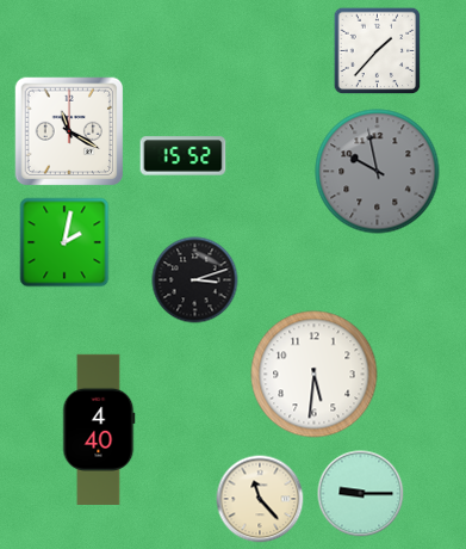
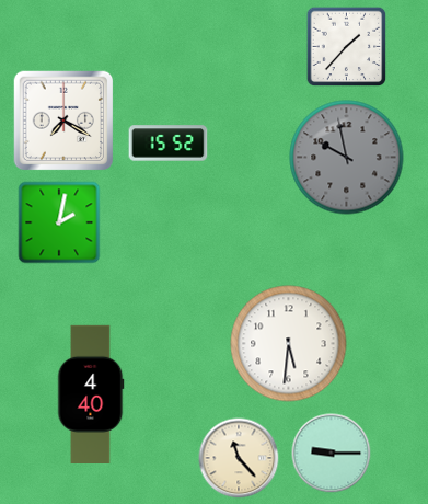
clock at (69, 131): 11:20 -> 7:20
clock at (195, 280): 3:12 -> none
